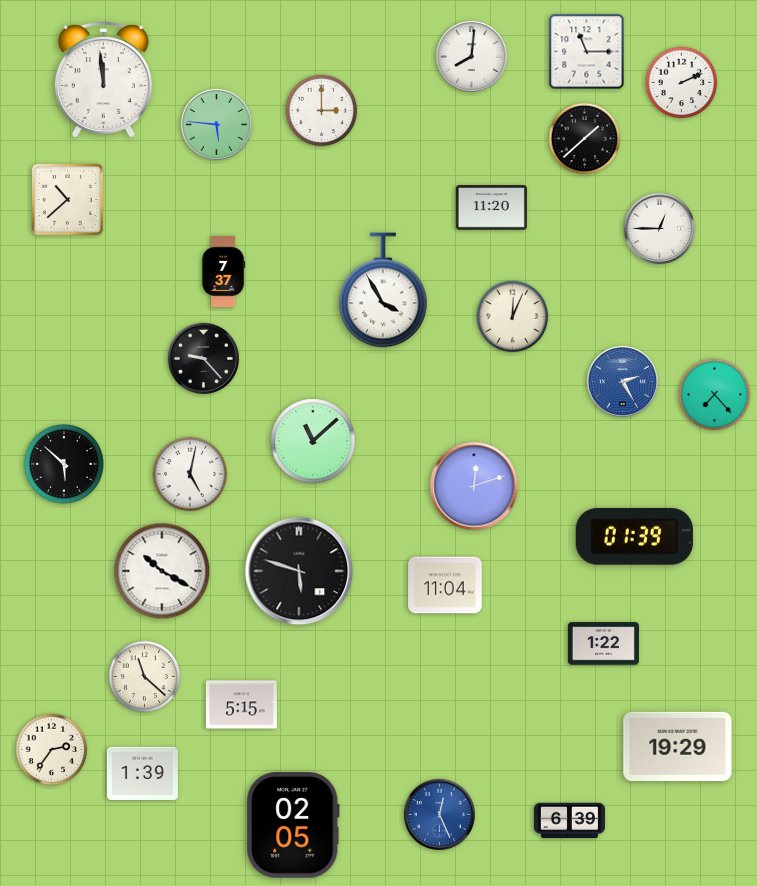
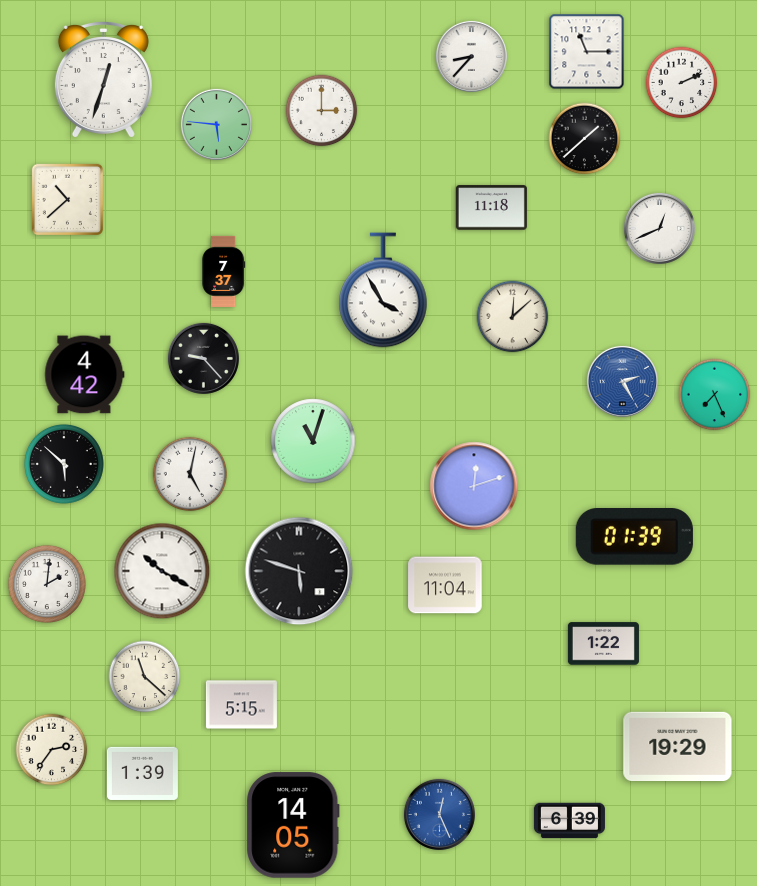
clock at (471, 56): 8:01 -> 8:37
clock at (103, 80): 11:59 -> 12:33
clock at (491, 208): 11:20 -> 11:18
clock at (659, 228): 12:45 -> 12:41
clock at (513, 317): 12:04 -> 12:08
clock at (85, 375): none -> 4:42
clock at (715, 395): 7:23 -> 7:26
clock at (313, 441): 11:08 -> 11:03
clock at (47, 584): none -> 2:01
clock at (293, 825): 02:05 -> 14:05
